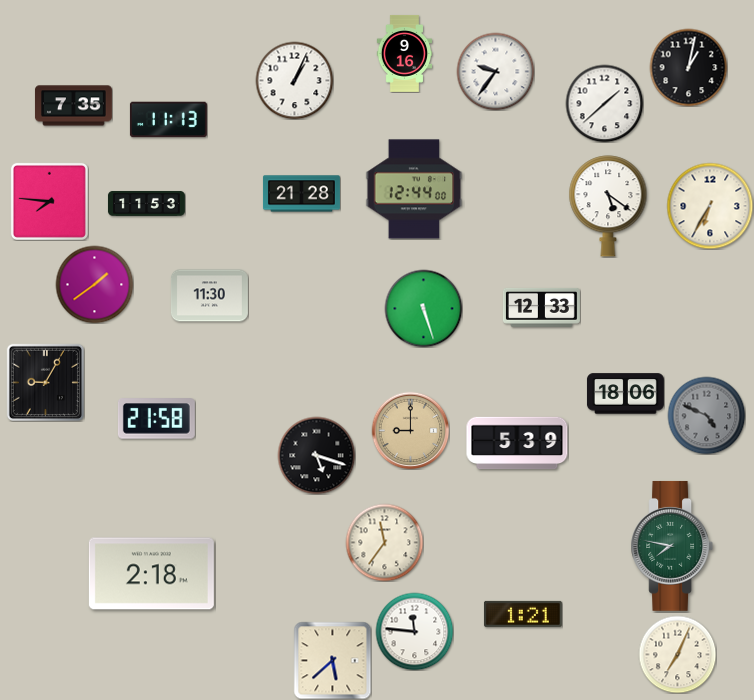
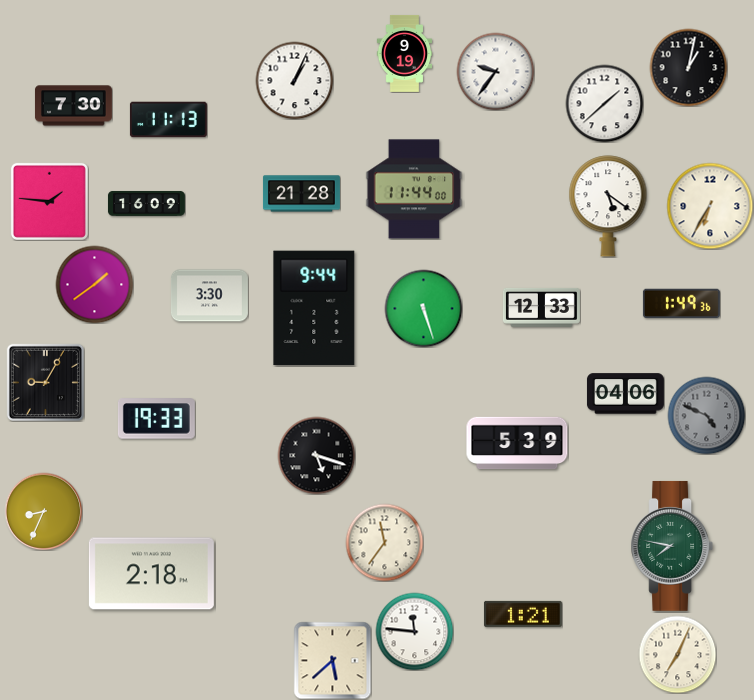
clock at (404, 53): 9:16 -> 9:19
clock at (73, 106): 7:35 -> 7:30
clock at (414, 189): 12:44 -> 11:44
clock at (49, 201): 7:46 -> 1:46
clock at (146, 203): 11:53 -> 16:09
clock at (209, 296): 11:30 -> 3:30
clock at (681, 303): none -> 1:49
clock at (314, 308): none -> 9:44
clock at (625, 394): 18:06 -> 04:06
clock at (156, 419): 21:58 -> 19:33
clock at (410, 430): 9:00 -> none
clock at (43, 511): none -> 8:34
